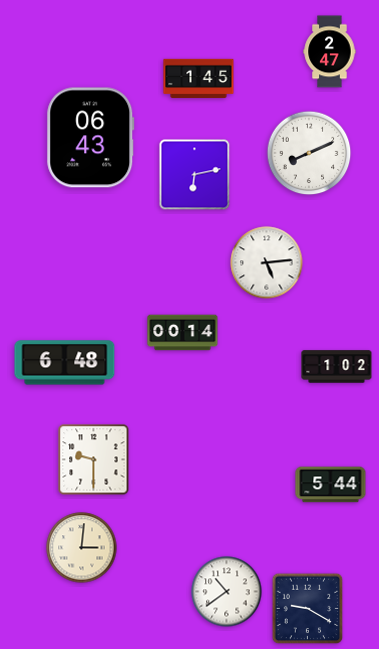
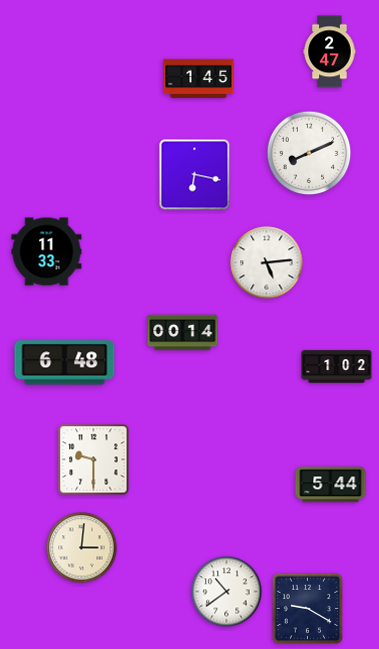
clock at (91, 138): 06:43 -> none
clock at (195, 175): 6:13 -> 6:17
clock at (47, 252): none -> 11:33
